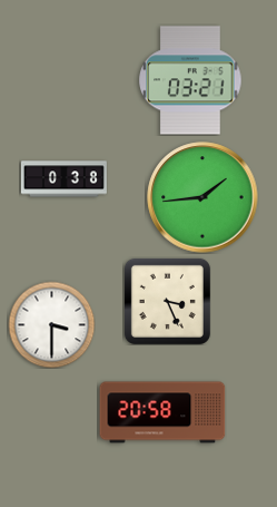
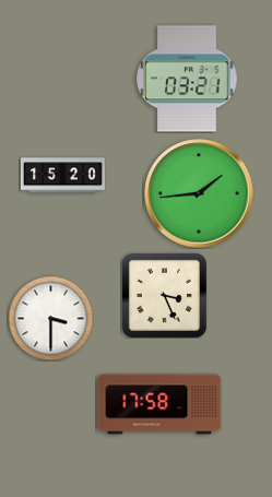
clock at (63, 179): 0:38 -> 15:20
clock at (162, 412): 20:58 -> 17:58
